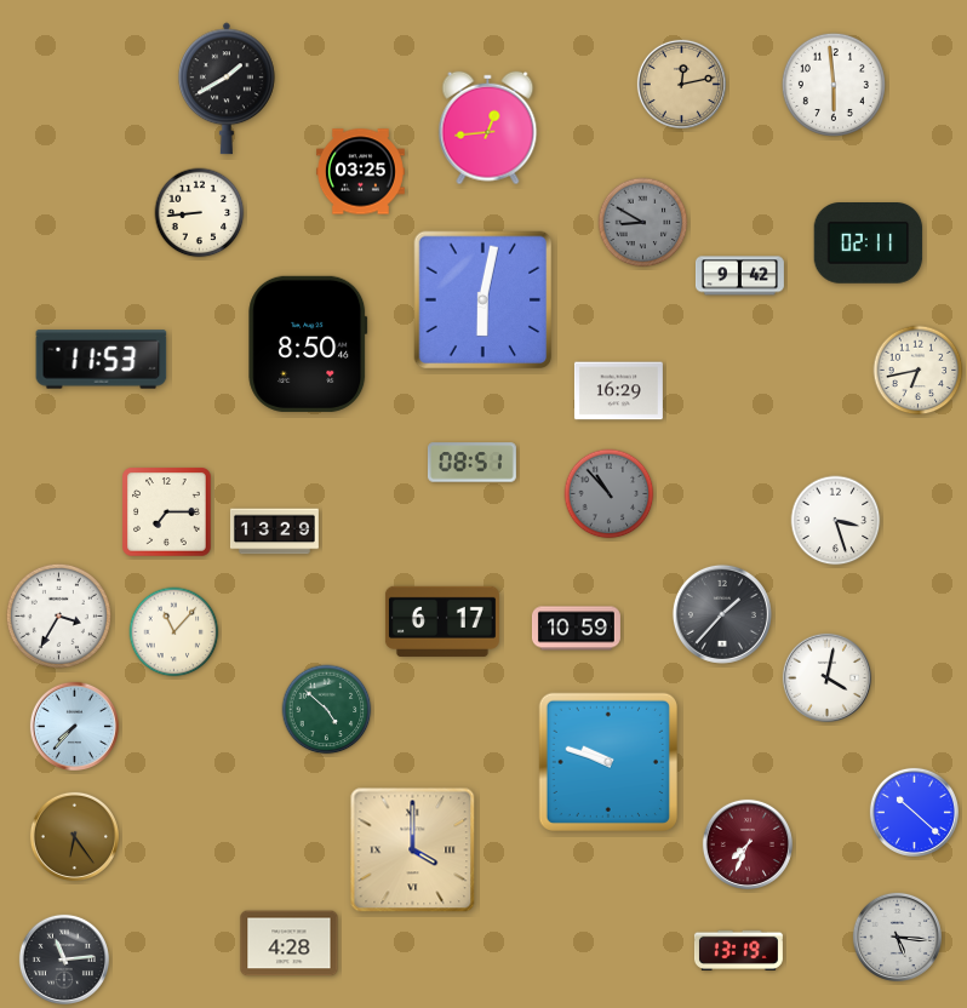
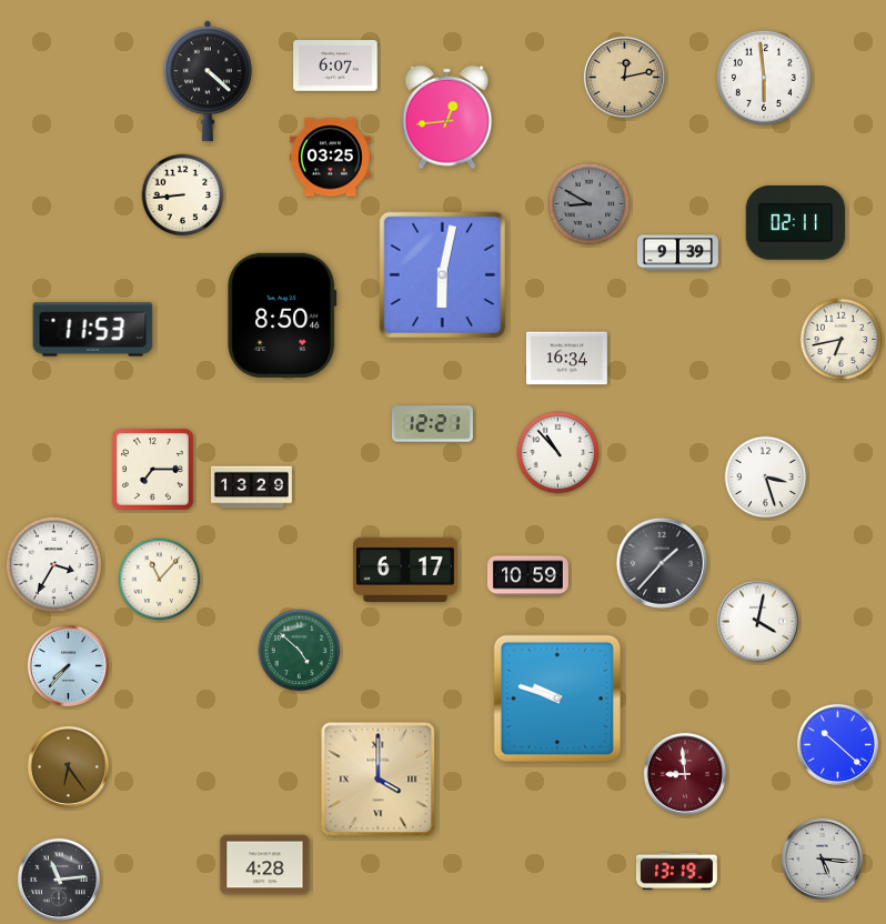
clock at (335, 66): none -> 6:07
clock at (227, 88): 1:40 -> 4:22
clock at (739, 276): 9:42 -> 9:39
clock at (618, 391): 16:29 -> 16:34
clock at (471, 463): 08:51 -> 12:21
clock at (610, 494) dial: grey -> white
clock at (748, 844): 7:34 -> 8:59
